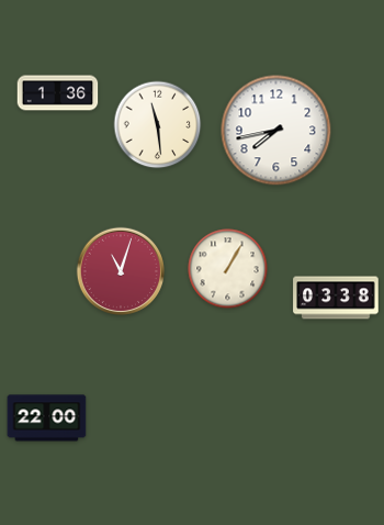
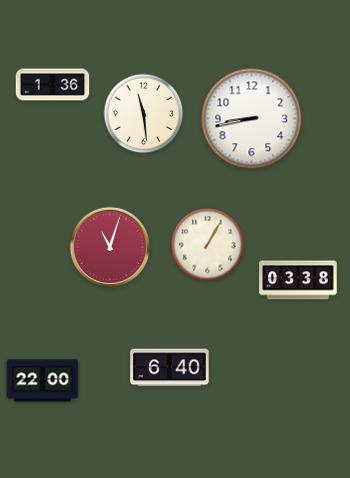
clock at (276, 131): 7:43 -> 8:43
clock at (336, 298) position: (336, 298) -> (298, 280)
clock at (170, 368): none -> 6:40
